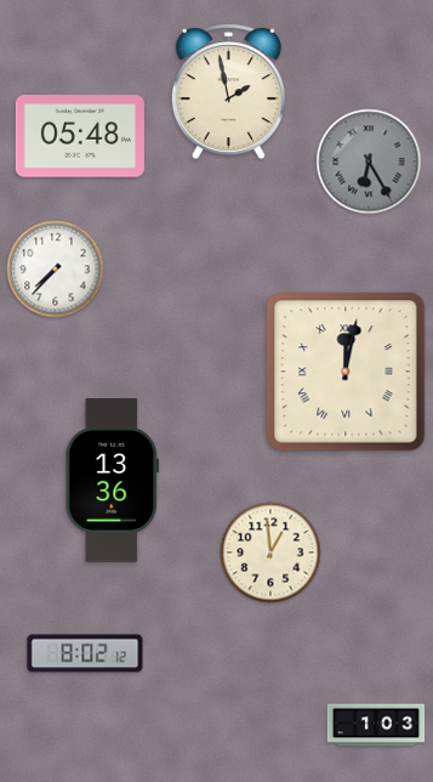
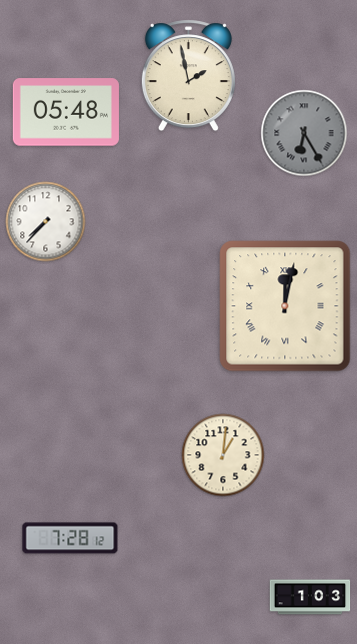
clock at (113, 481): 13:36 -> none
clock at (270, 552): 12:59 -> 1:01
clock at (85, 653): 8:02 -> 7:28
